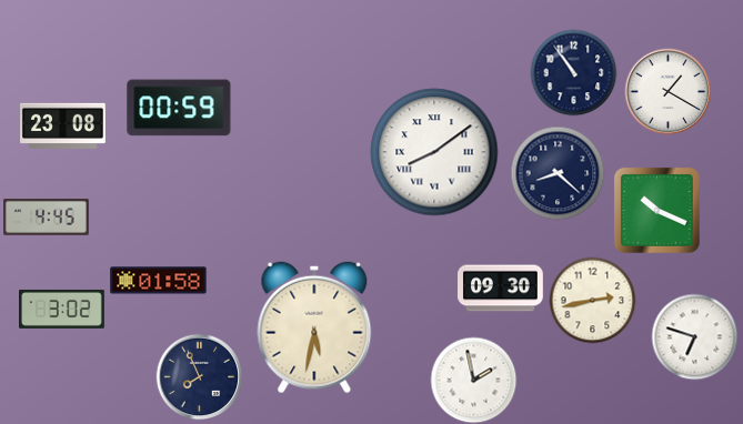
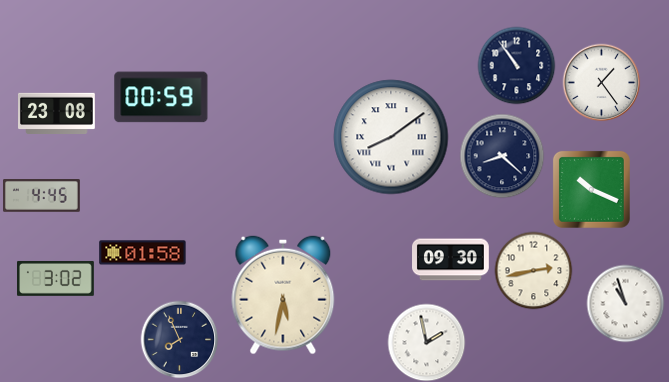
clock at (667, 91): 1:20 -> 1:24
clock at (694, 336): 6:48 -> 10:57
